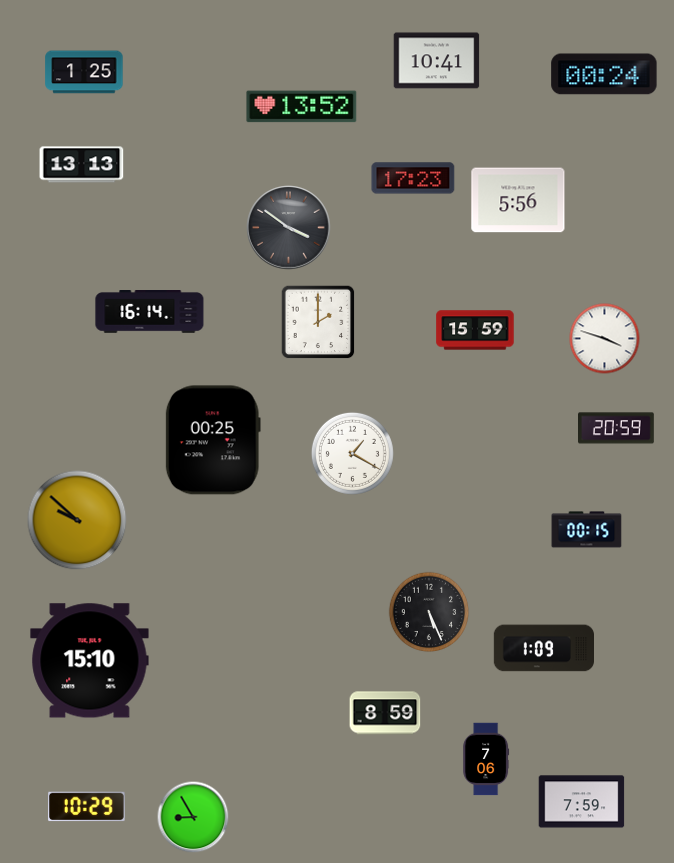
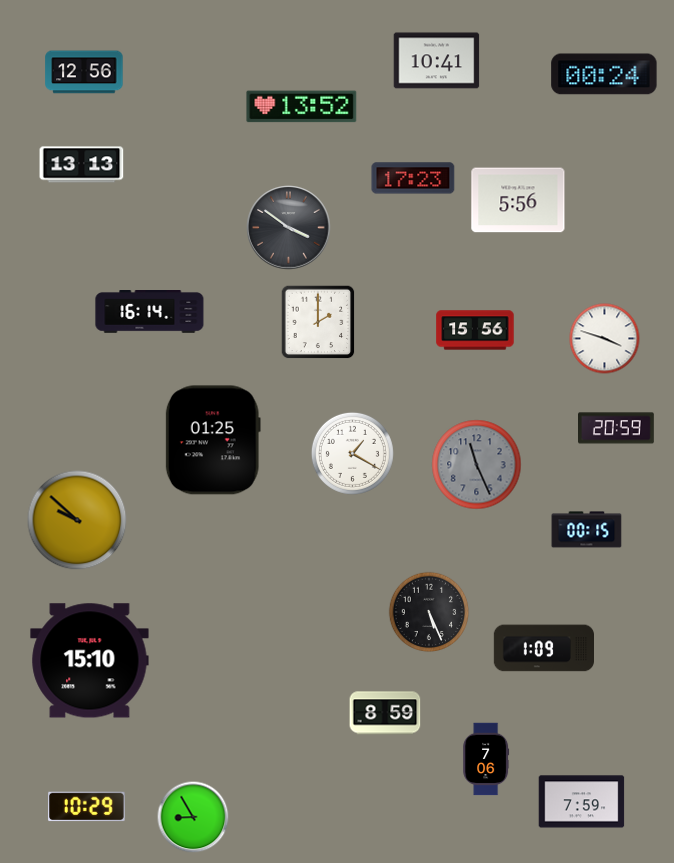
clock at (84, 72): 1:25 -> 12:56
clock at (475, 330): 15:59 -> 15:56
clock at (213, 440): 00:25 -> 01:25
clock at (477, 465): none -> 11:26
